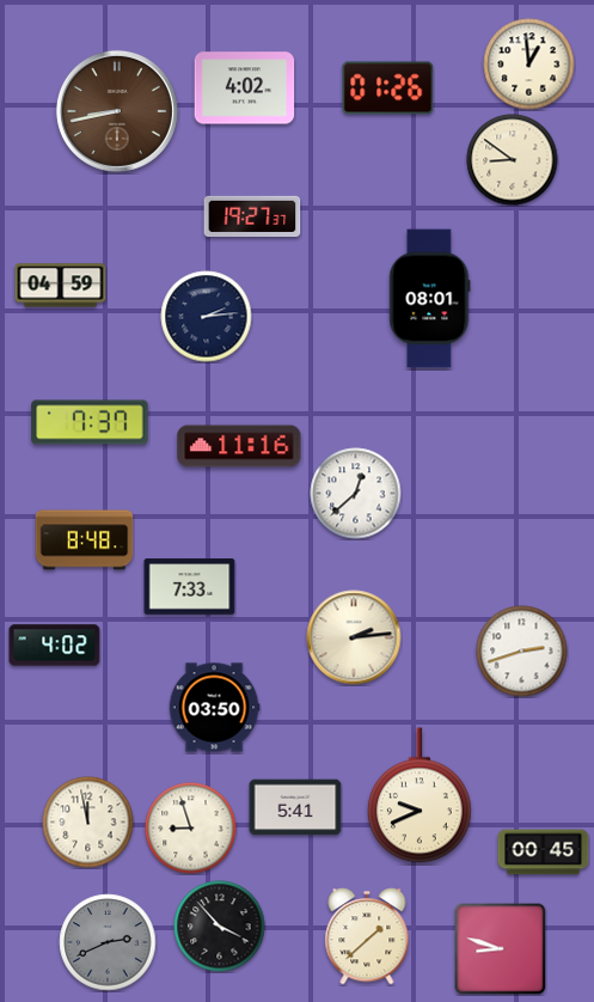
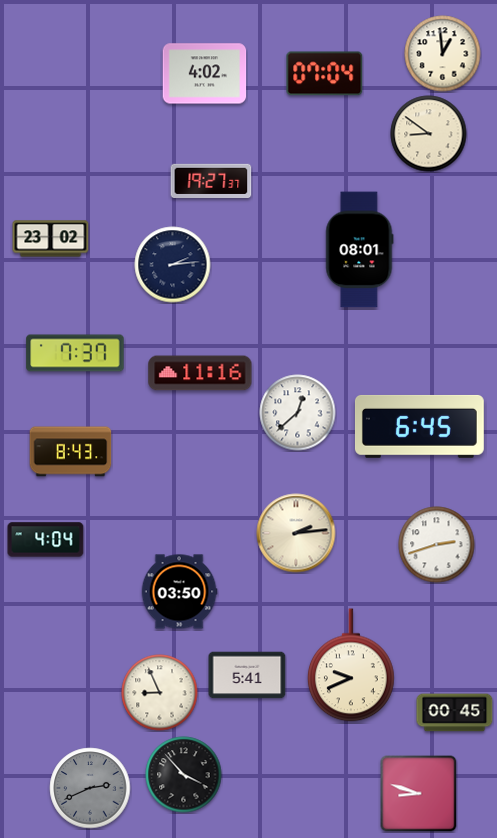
clock at (388, 88): 01:26 -> 07:04
clock at (117, 111): 8:43 -> none
clock at (61, 286): 04:59 -> 23:02
clock at (419, 426): none -> 6:45
clock at (85, 540): 8:48 -> 8:43
clock at (190, 587): 7:33 -> none
clock at (55, 646): 4:02 -> 4:04
clock at (88, 823): 11:58 -> none
clock at (191, 829): 8:57 -> 8:56
clock at (367, 936): 1:38 -> none
